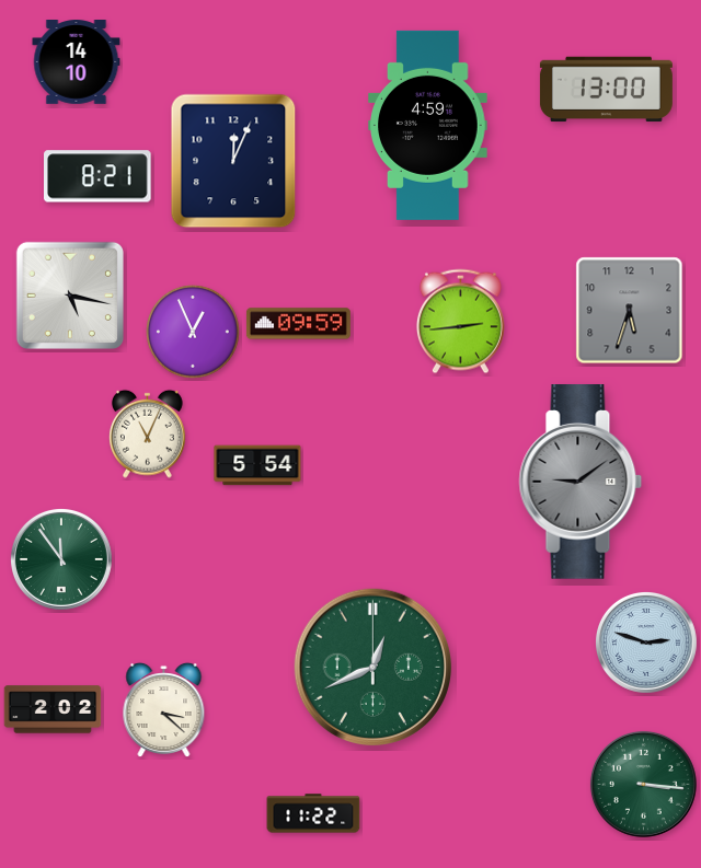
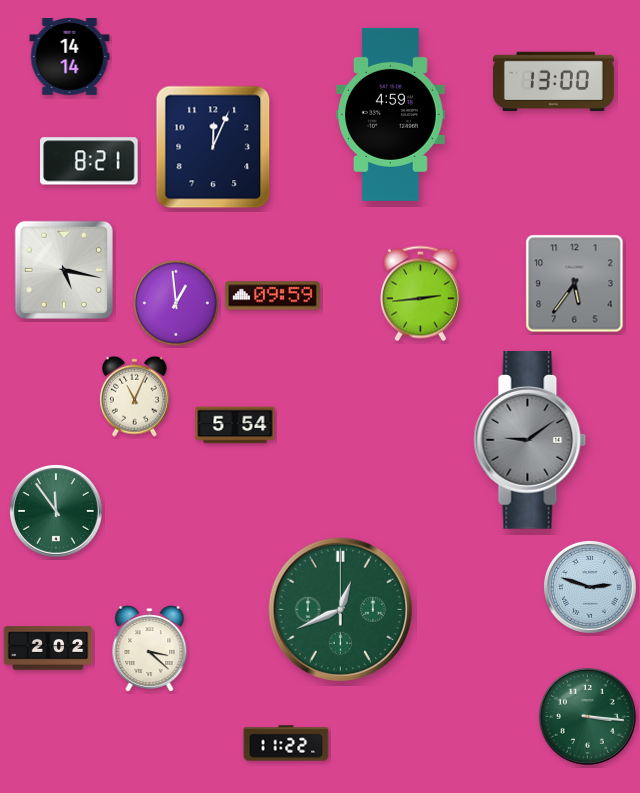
clock at (77, 62): 14:10 -> 14:14
clock at (630, 311): 5:33 -> 5:36
clock at (193, 332): 12:56 -> 12:59
